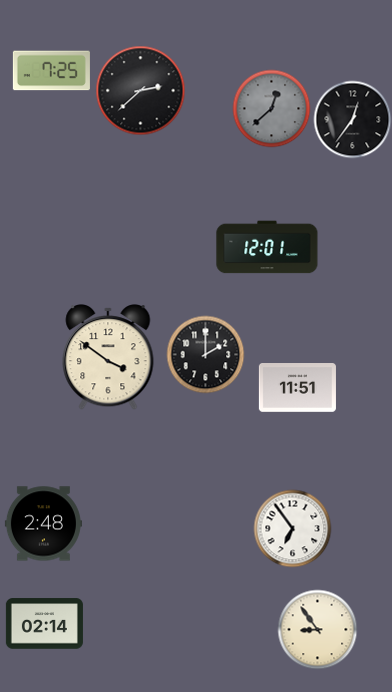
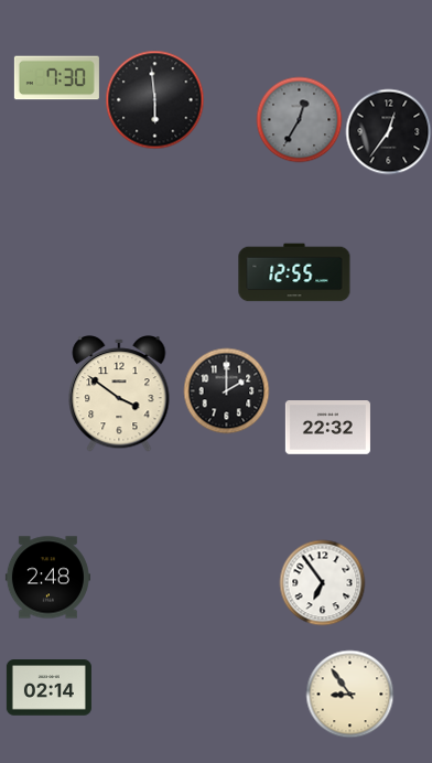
clock at (51, 71): 7:25 -> 7:30
clock at (140, 90): 2:38 -> 5:59
clock at (271, 108): 12:38 -> 12:35
clock at (267, 247): 12:01 -> 12:55
clock at (297, 388): 11:51 -> 22:32
